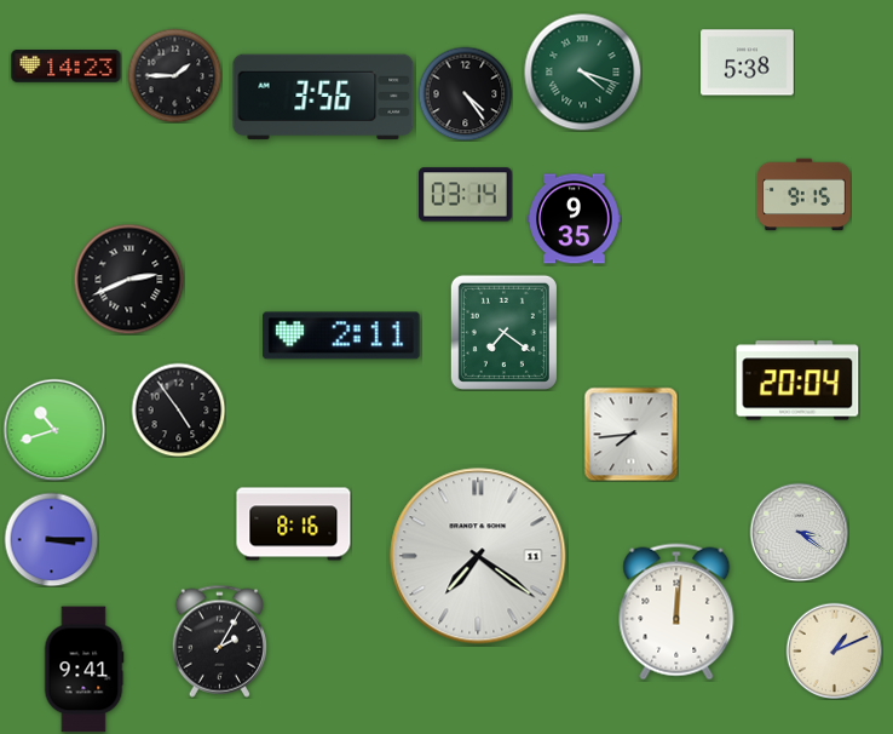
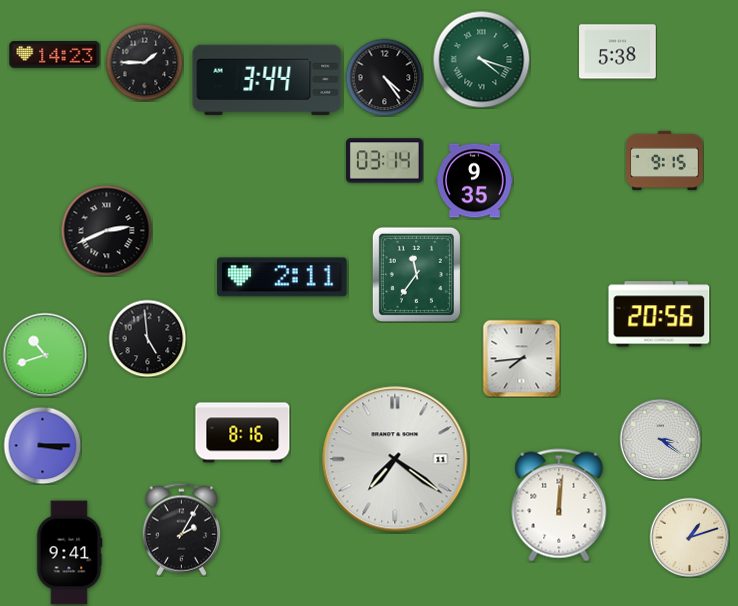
clock at (323, 97): 3:56 -> 3:44
clock at (503, 332): 7:21 -> 11:36
clock at (797, 380): 20:04 -> 20:56
clock at (178, 409): 4:54 -> 4:59
clock at (834, 650): 1:11 -> 1:12
